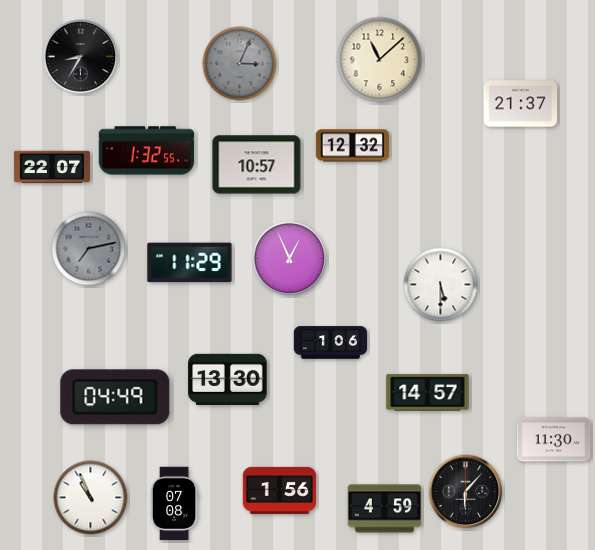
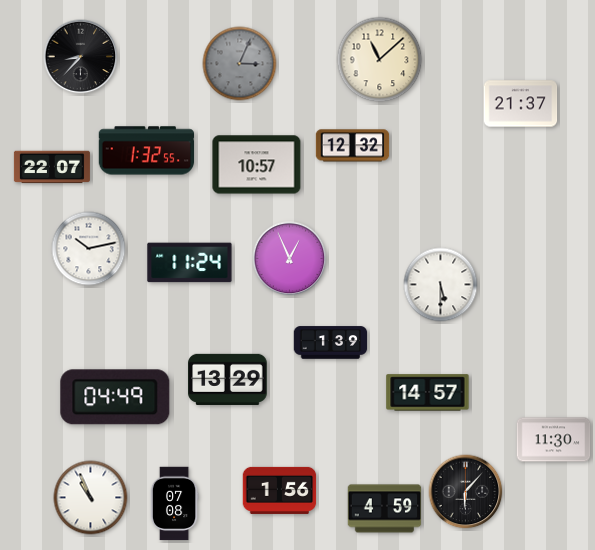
clock at (81, 57): 8:35 -> 8:37
clock at (89, 249): 7:13 -> 10:13
clock at (89, 249) dial: grey -> white
clock at (190, 263): 11:29 -> 11:24
clock at (331, 343): 1:06 -> 1:39
clock at (228, 379): 13:30 -> 13:29
